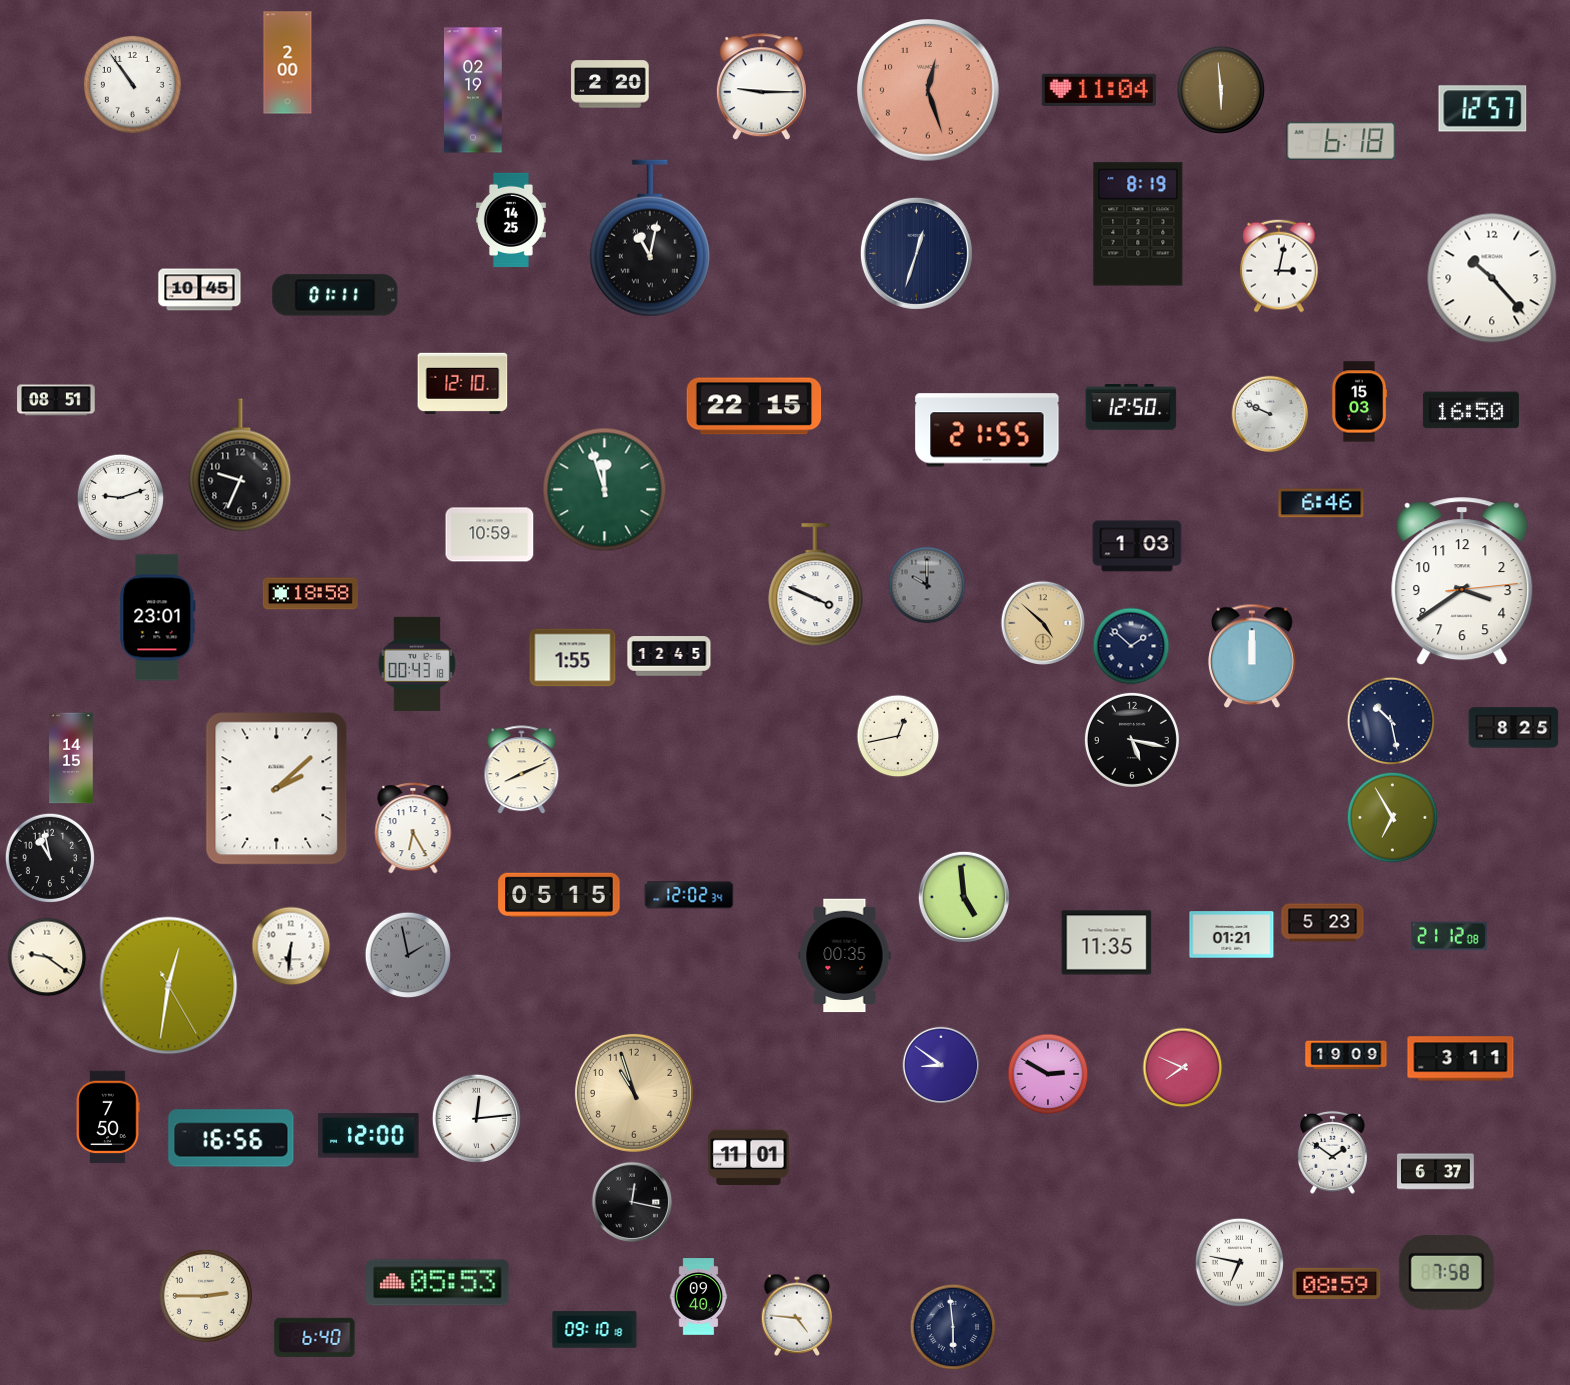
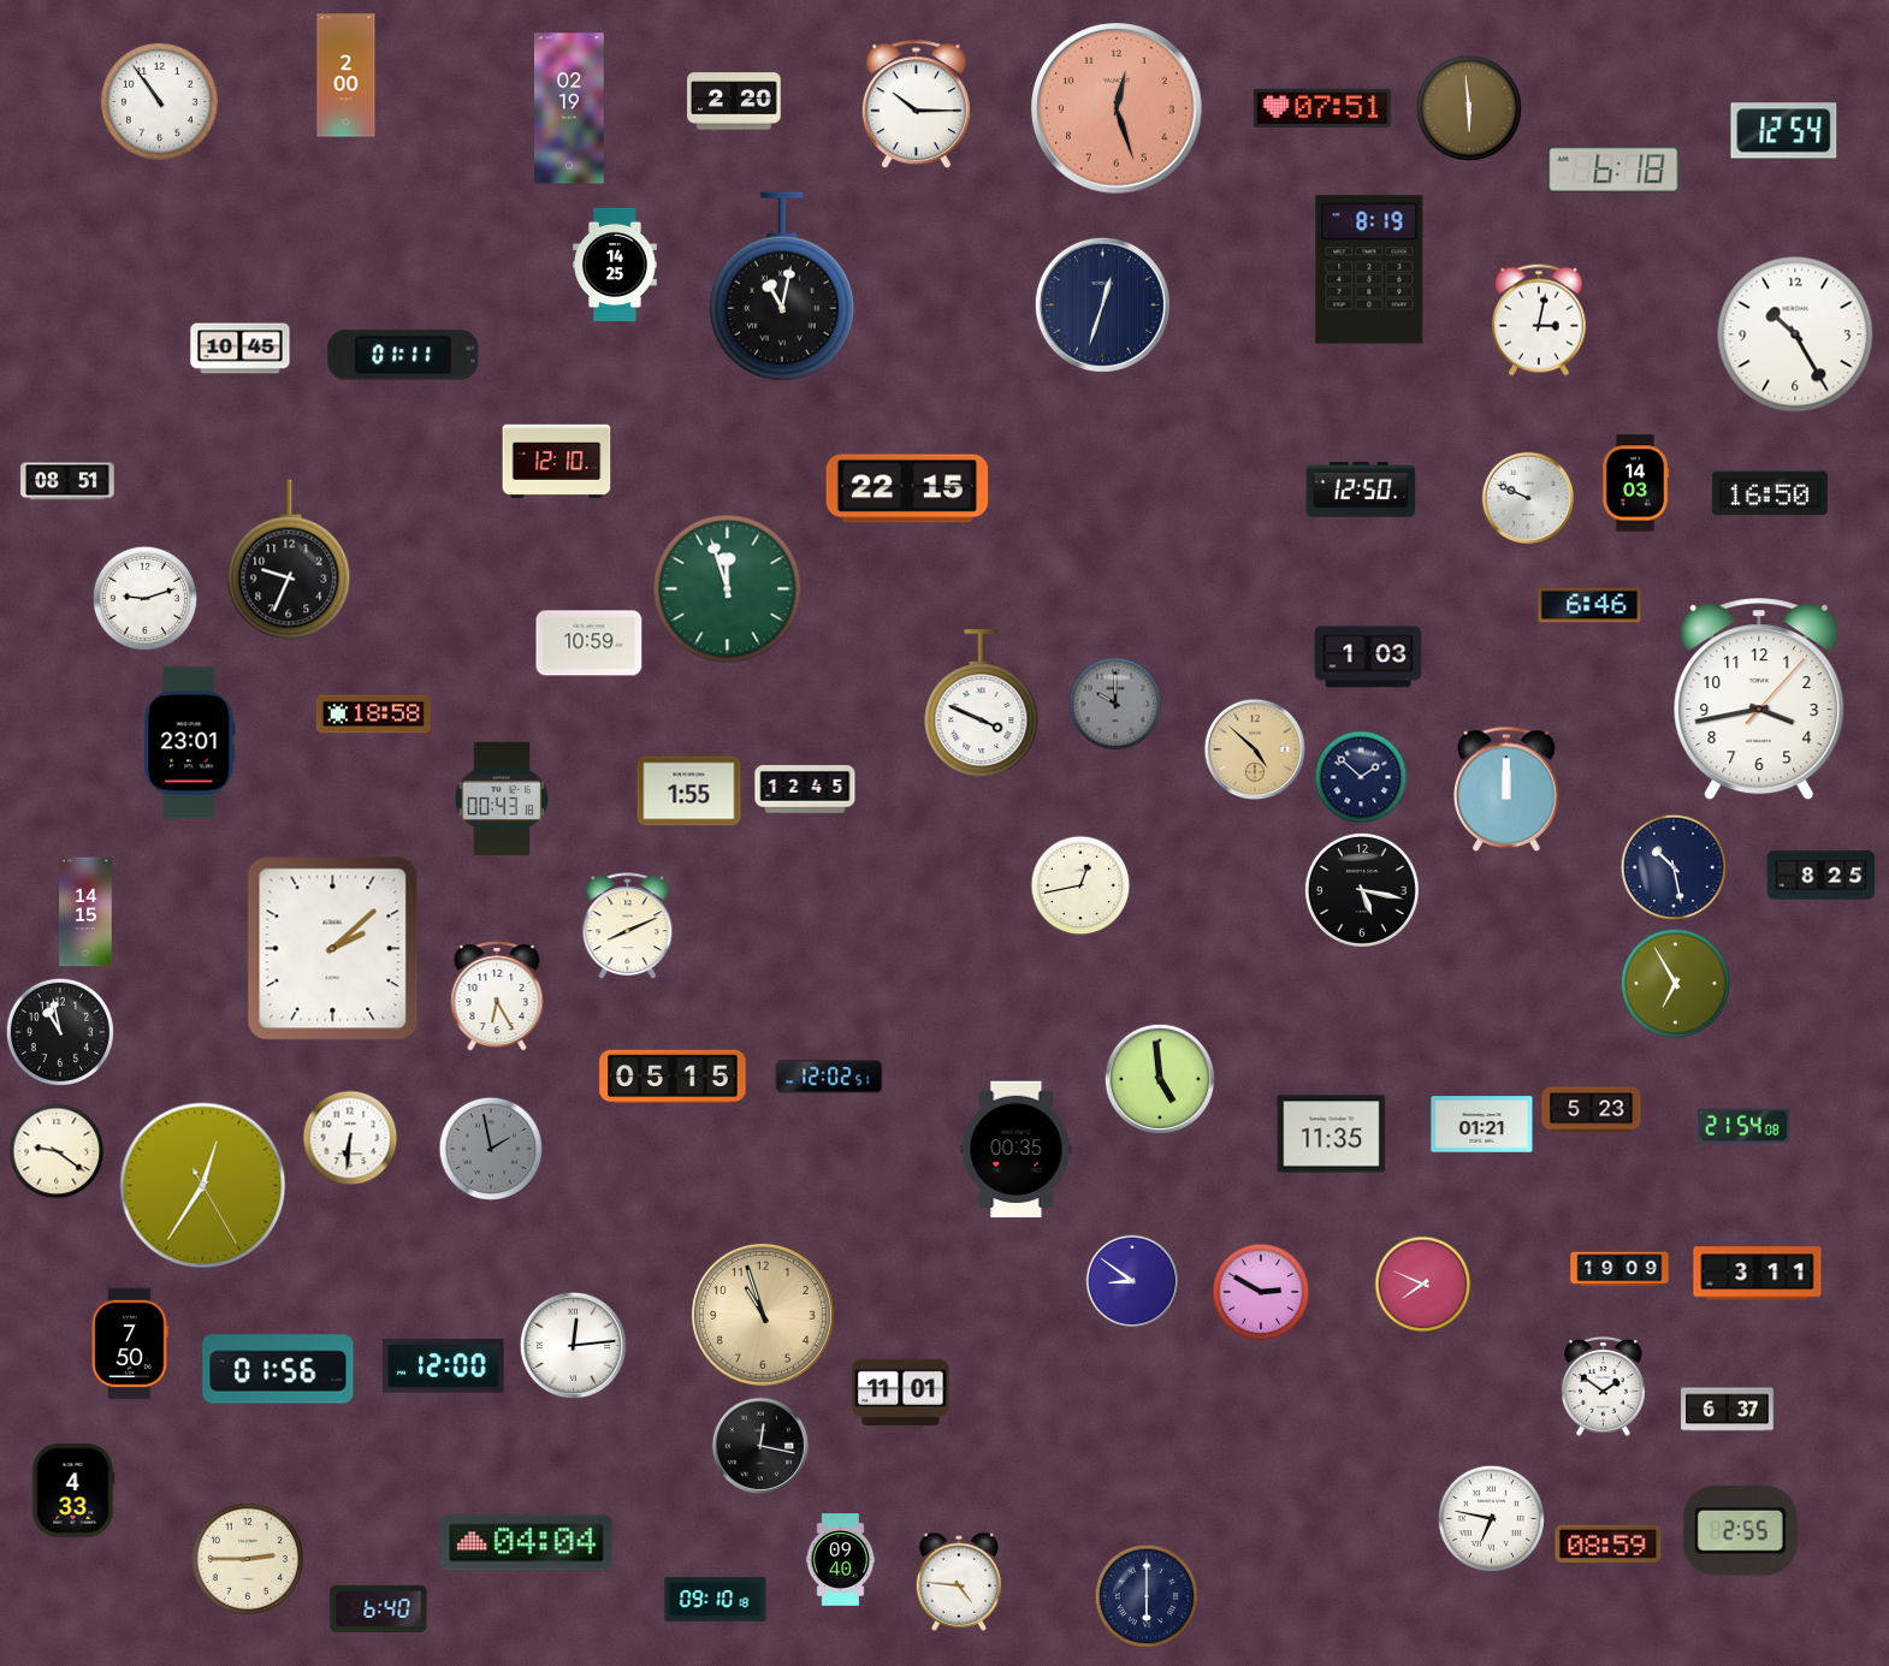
clock at (761, 87): 9:15 -> 10:15
clock at (1099, 90): 11:04 -> 07:51
clock at (1483, 109): 12:57 -> 12:54
clock at (1492, 278): 10:23 -> 10:25
clock at (1359, 402): 15:03 -> 14:03
clock at (987, 430): 21:55 -> none
clock at (1462, 582): 3:39 -> 3:43
clock at (689, 895): 12:02:34 -> 12:02:51
clock at (1449, 936): 21:12 -> 21:54
clock at (169, 986): 12:31 -> 12:35
clock at (231, 1138): 16:56 -> 01:56
clock at (73, 1490): none -> 4:33
clock at (1446, 1272): 7:58 -> 2:55
clock at (438, 1283): 05:53 -> 04:04
clock at (953, 1327): 5:59 -> 6:00
